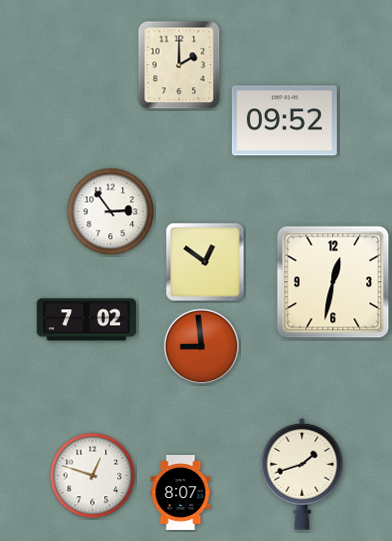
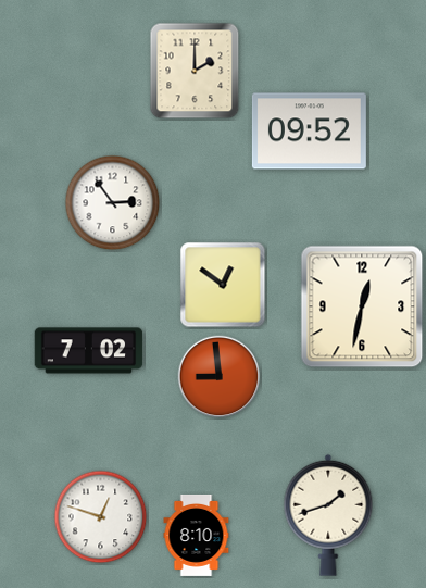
clock at (111, 212) position: (111, 212) -> (113, 203)
clock at (87, 320) position: (87, 320) -> (89, 351)
clock at (181, 492): 8:07 -> 8:10
